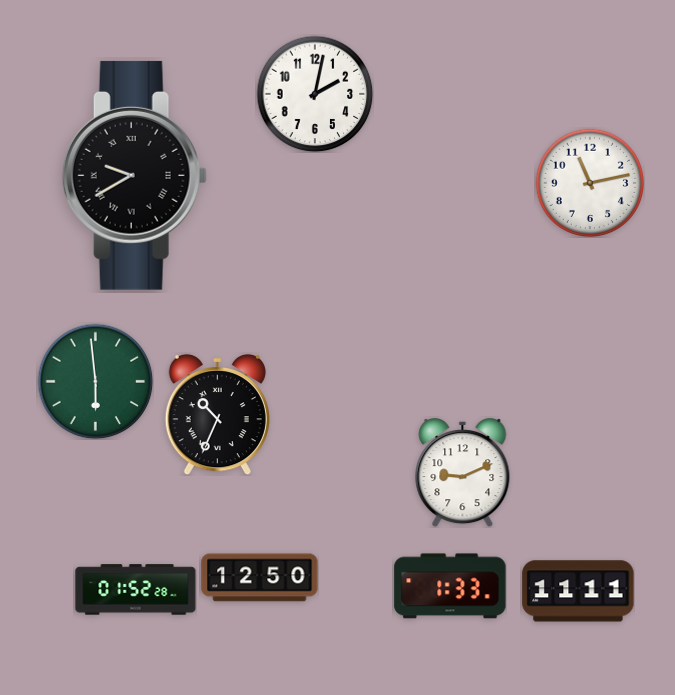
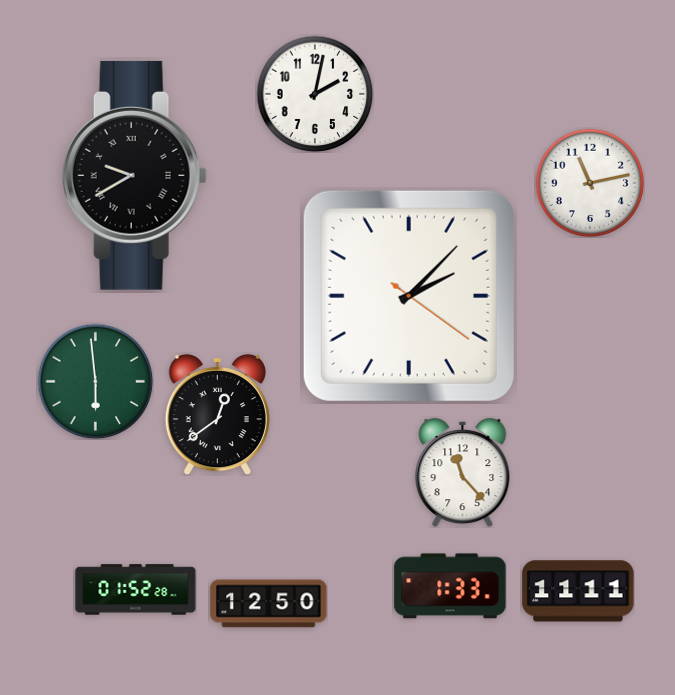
clock at (409, 296): none -> 2:07
clock at (217, 414): 10:34 -> 12:39
clock at (463, 473): 9:11 -> 11:23
clock at (260, 578) position: (260, 578) -> (269, 604)
